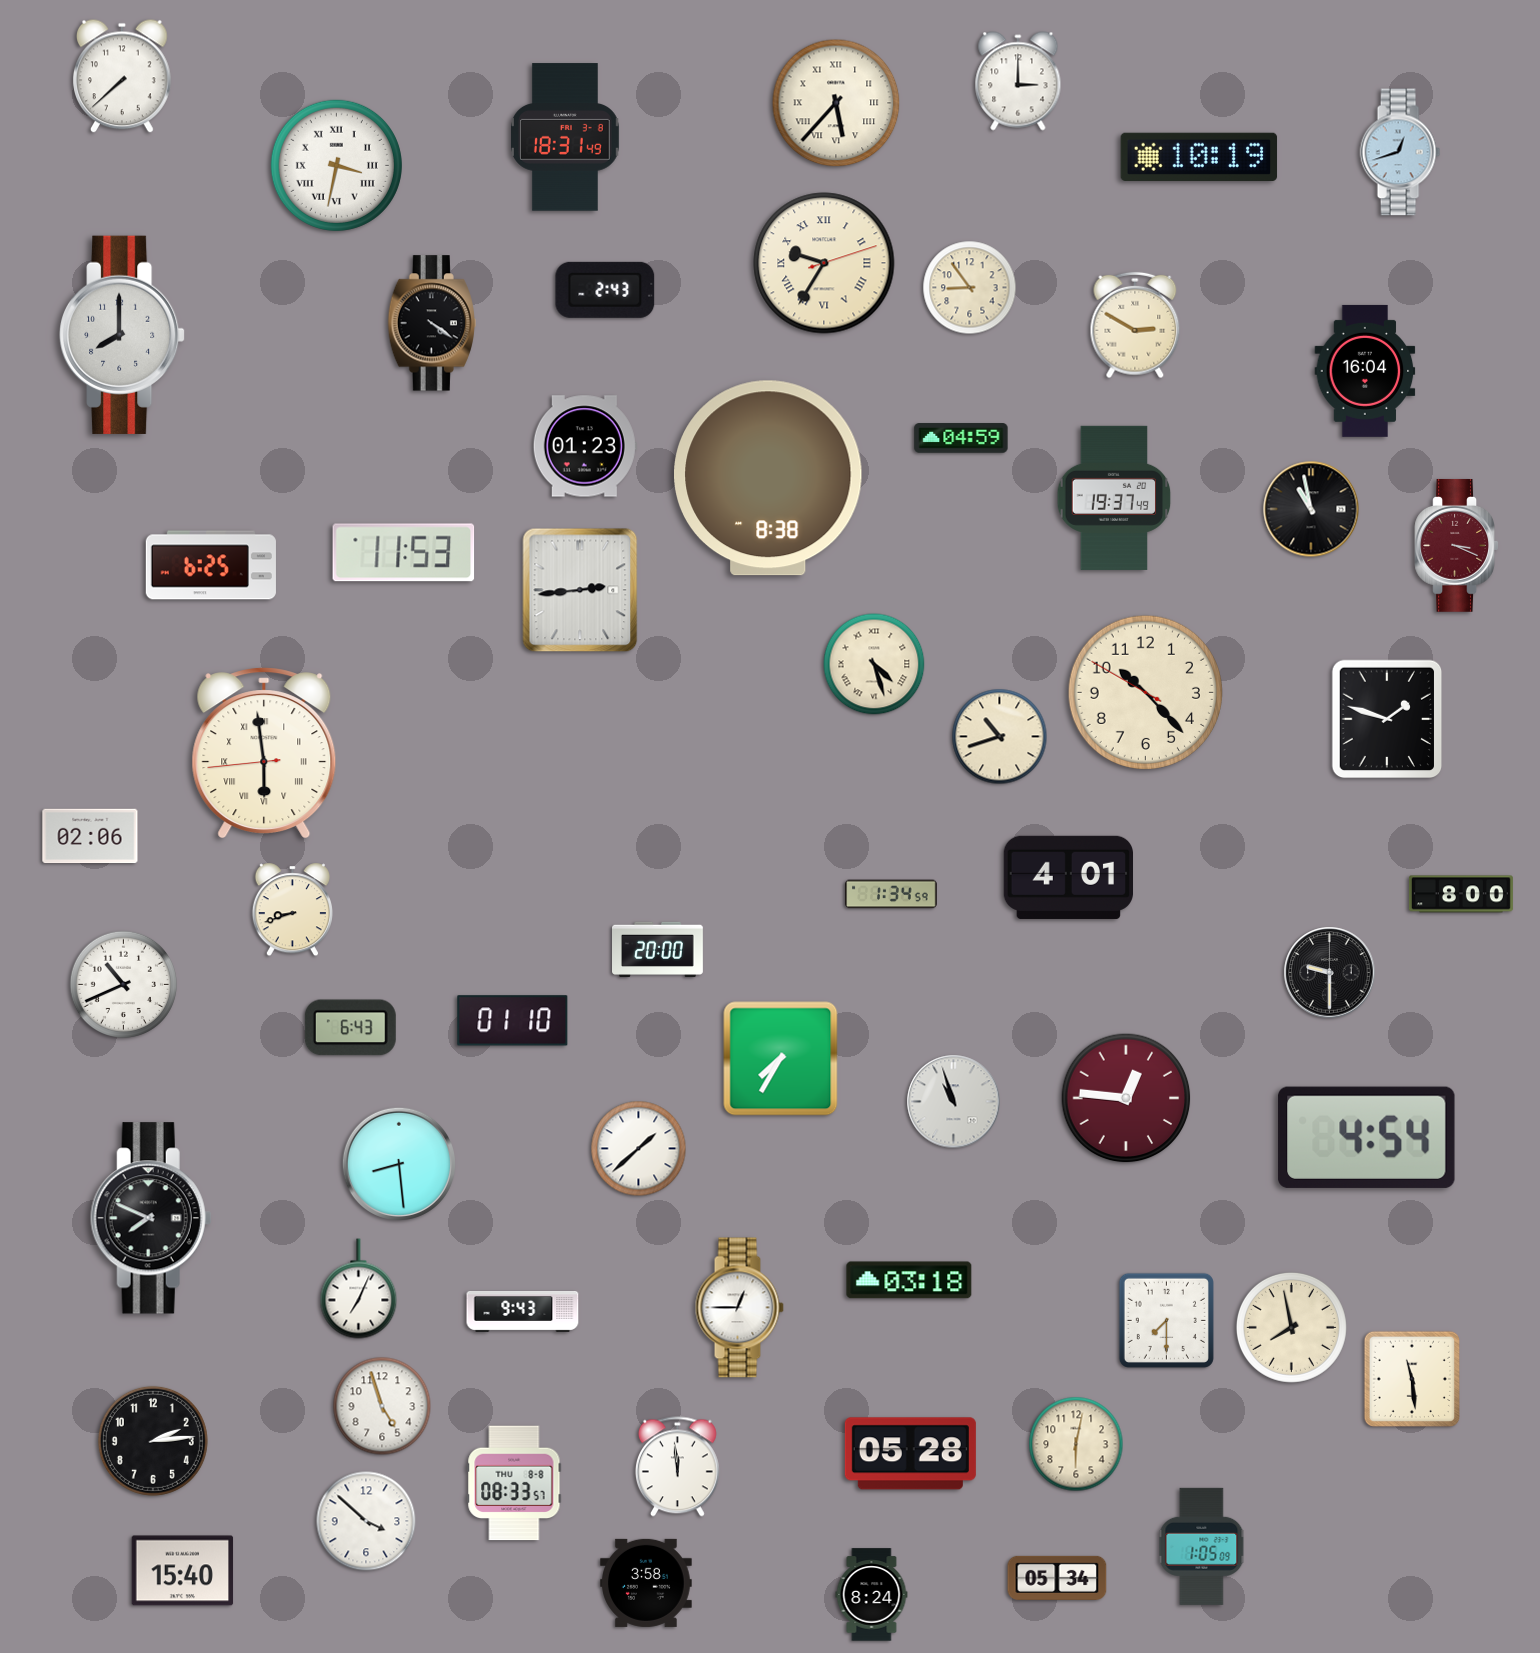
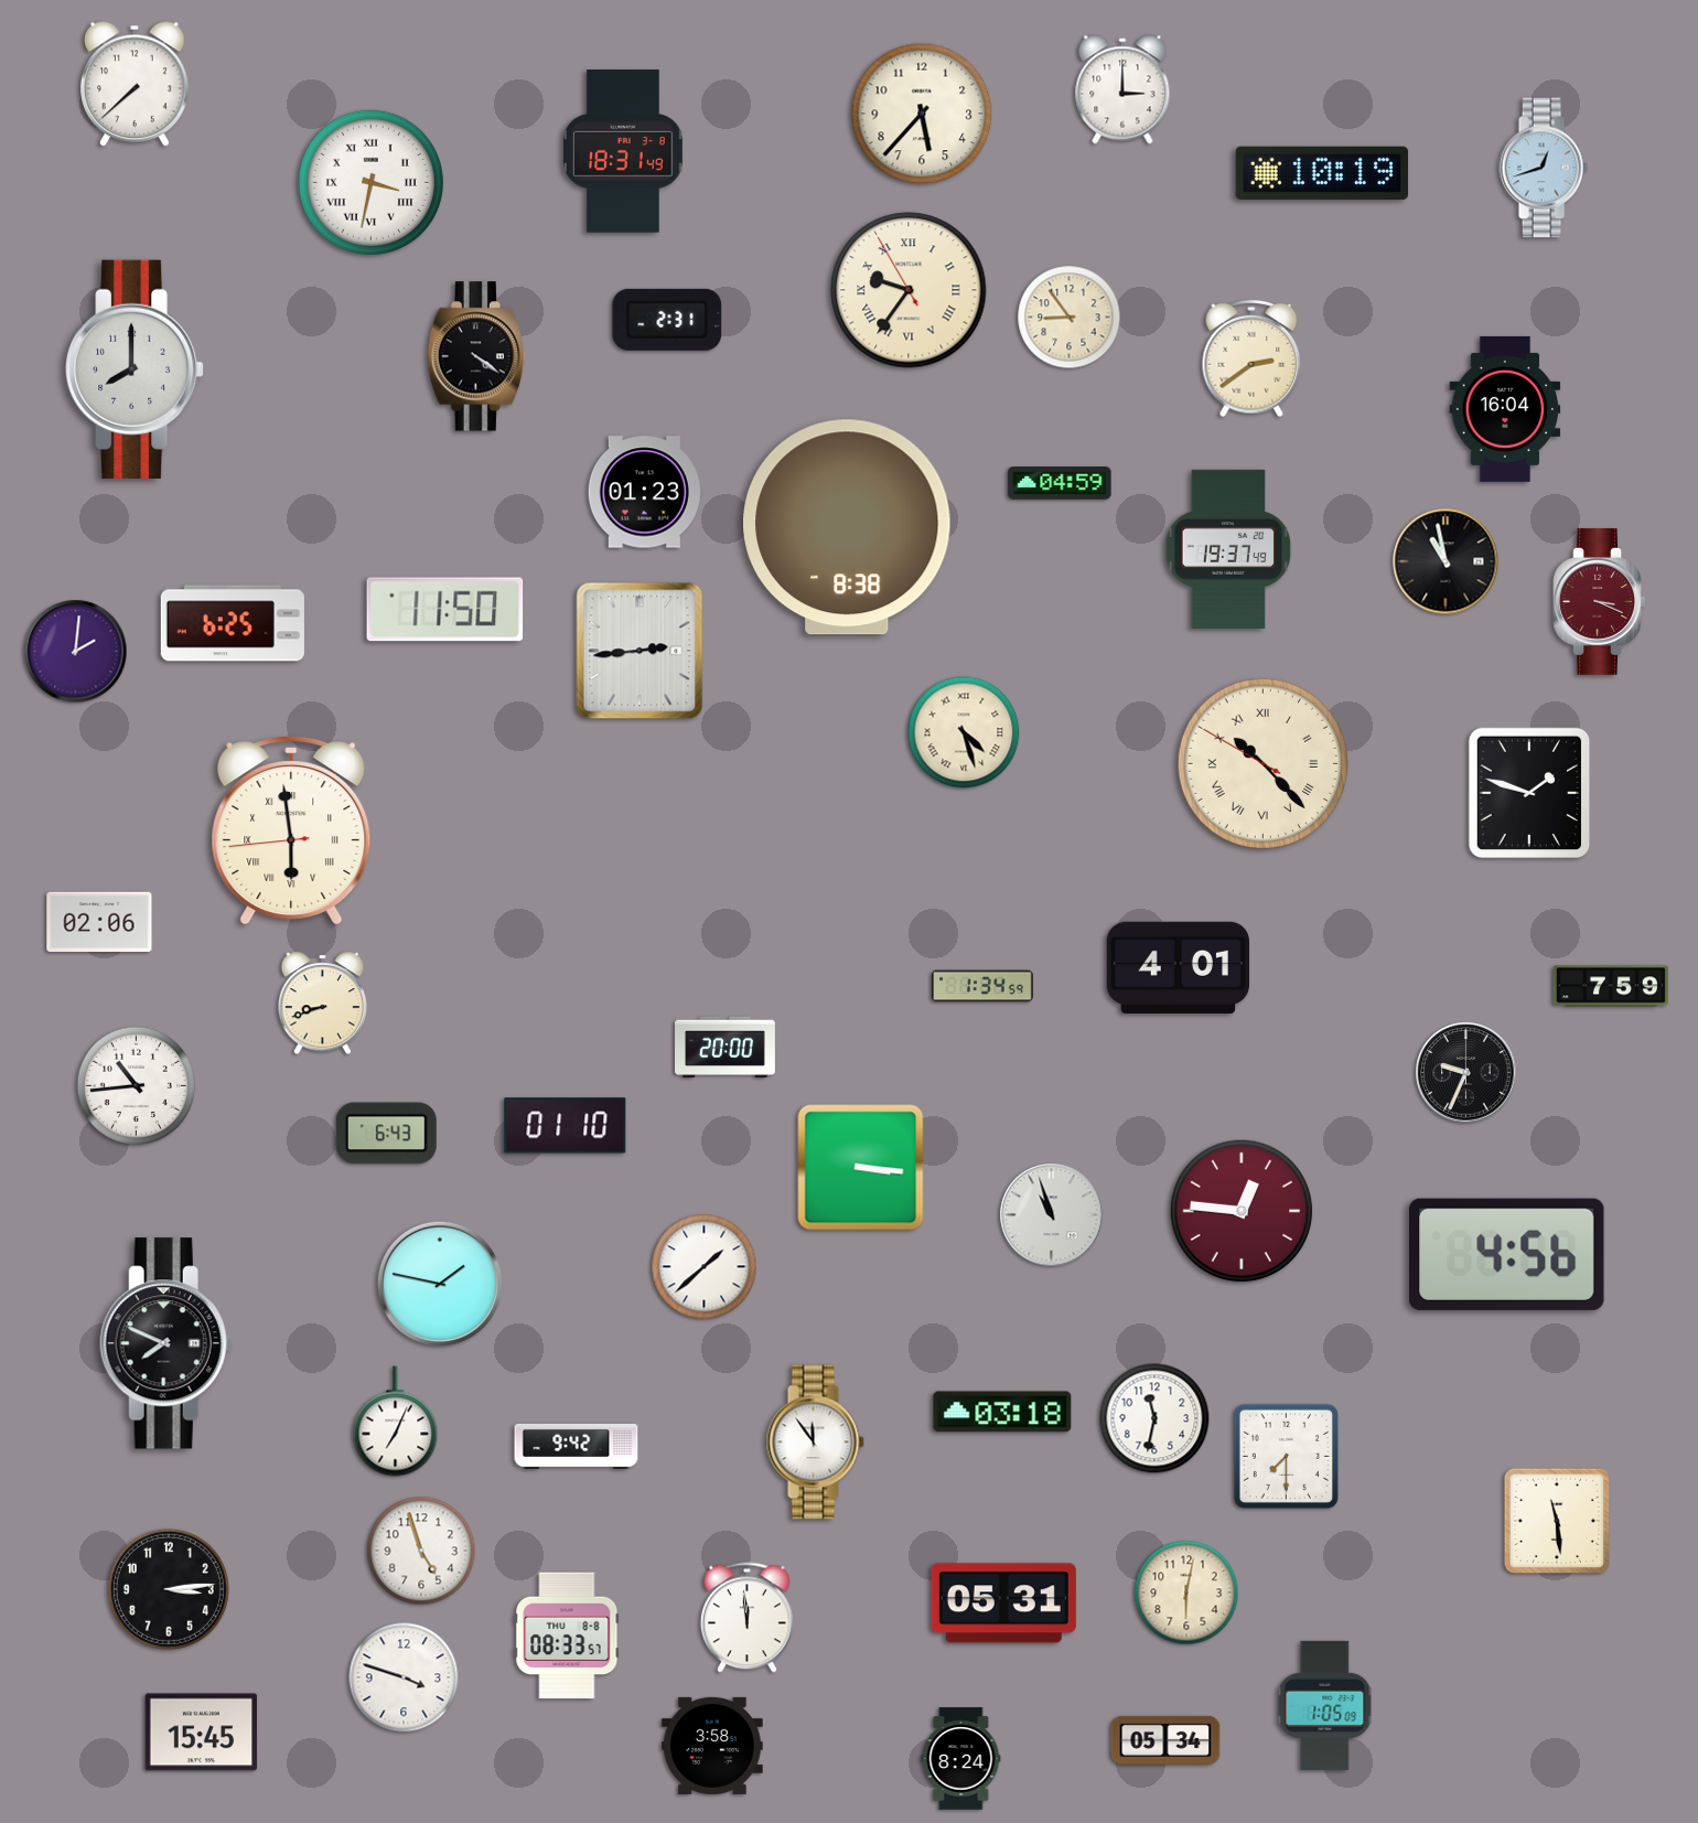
clock at (836, 103) numerals: Roman -> Arabic
clock at (824, 263): 9:35:12 -> 9:35:55
clock at (605, 290): 2:43 -> 2:31
clock at (1135, 325): 2:50 -> 2:39
clock at (1457, 545) position: (1457, 545) -> (1600, 601)
clock at (404, 553): 11:53 -> 11:50
clock at (76, 652): none -> 2:01
clock at (1145, 692) numerals: Arabic -> Roman
clock at (1000, 737): 10:42 -> none
clock at (1461, 894): 8:00 -> 7:59
clock at (1330, 973): 9:30 -> 9:34
clock at (123, 984): 10:41 -> 10:44
clock at (781, 1059): 7:35 -> 3:16
clock at (1367, 1137): 4:54 -> 4:56
clock at (398, 1163): 8:29 -> 1:47
clock at (1154, 1418): none -> 11:32
clock at (739, 1308): 12:45 -> 11:54
clock at (523, 1312): 9:43 -> 9:42
clock at (1291, 1327): 7:58 -> none
clock at (153, 1441): 2:14 -> 3:14
clock at (910, 1454): 05:28 -> 05:31
clock at (366, 1521): 3:52 -> 3:48
clock at (183, 1571): 15:40 -> 15:45
